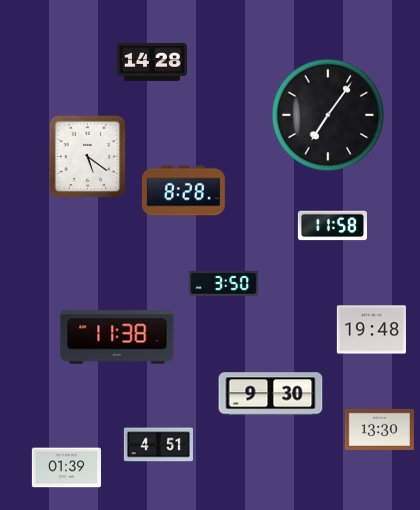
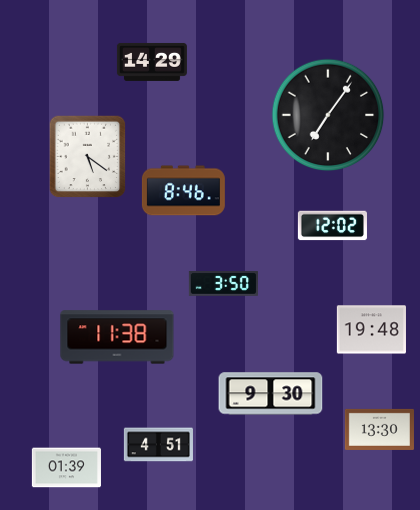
clock at (152, 62): 14:28 -> 14:29
clock at (183, 191): 8:28 -> 8:46
clock at (332, 226): 11:58 -> 12:02
